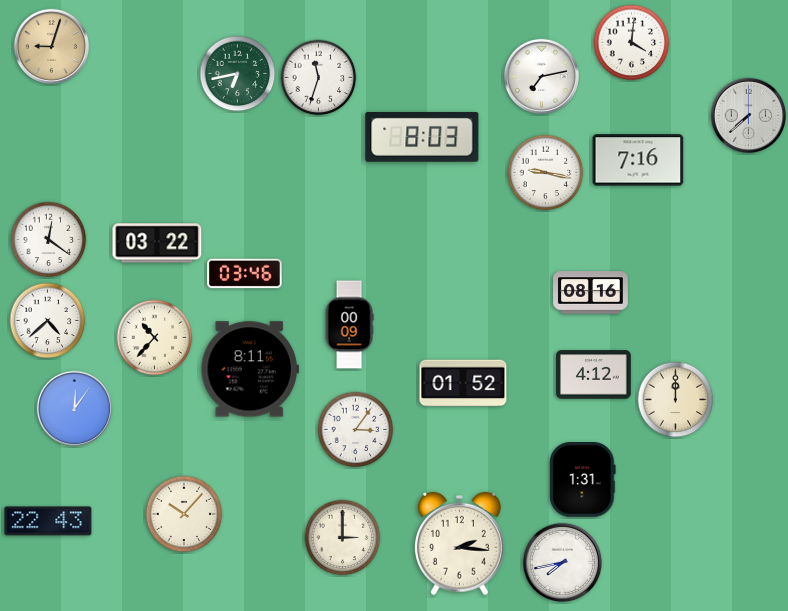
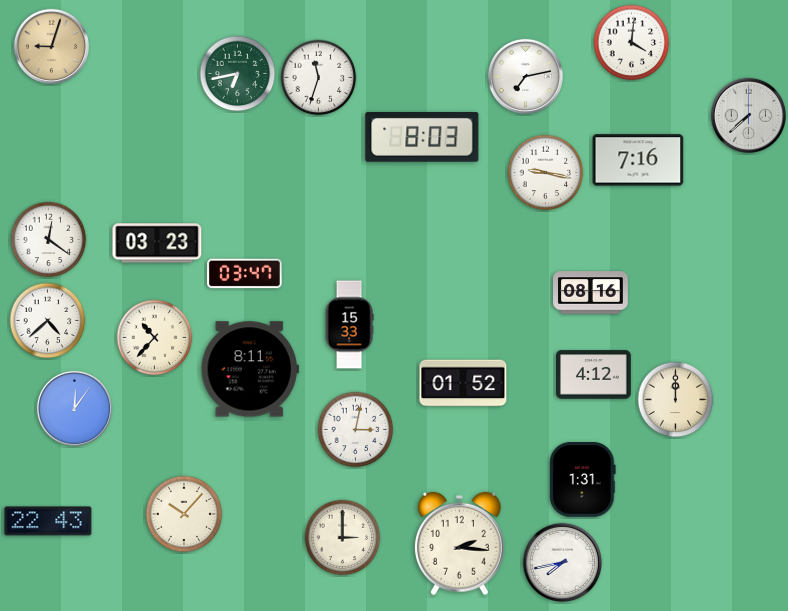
clock at (541, 76) position: (541, 76) -> (525, 76)
clock at (157, 243): 03:22 -> 03:23
clock at (245, 274): 03:46 -> 03:47
clock at (349, 325): 00:09 -> 15:33
clock at (356, 430): 3:06 -> 3:02
